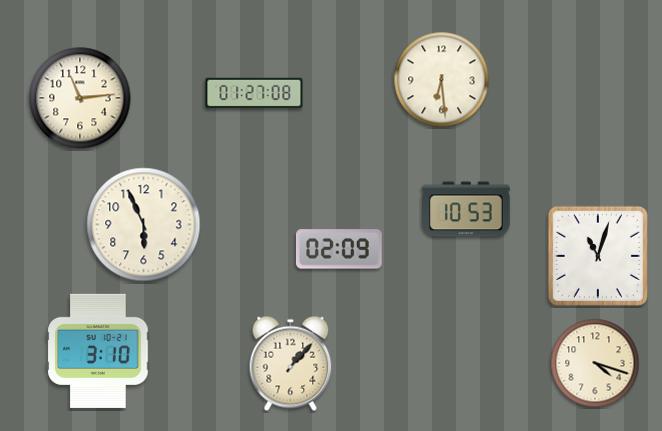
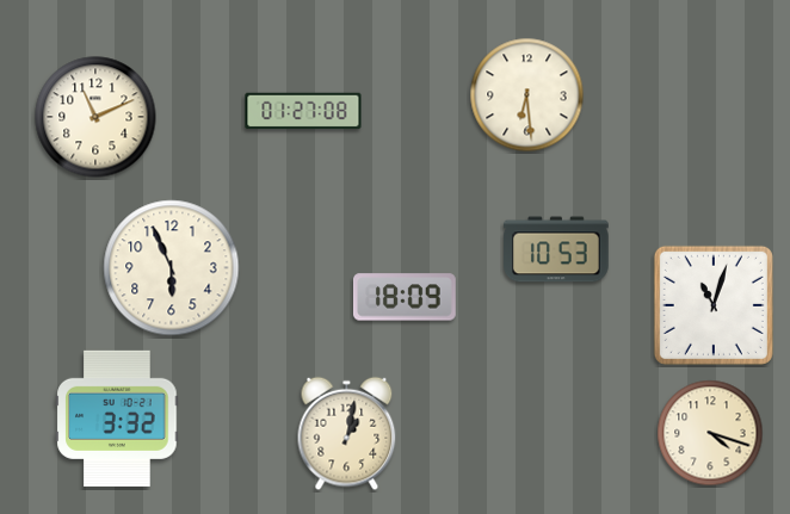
clock at (80, 98): 11:14 -> 11:11
clock at (339, 249): 02:09 -> 18:09
clock at (98, 351): 3:10 -> 3:32
clock at (291, 364): 1:07 -> 1:02
